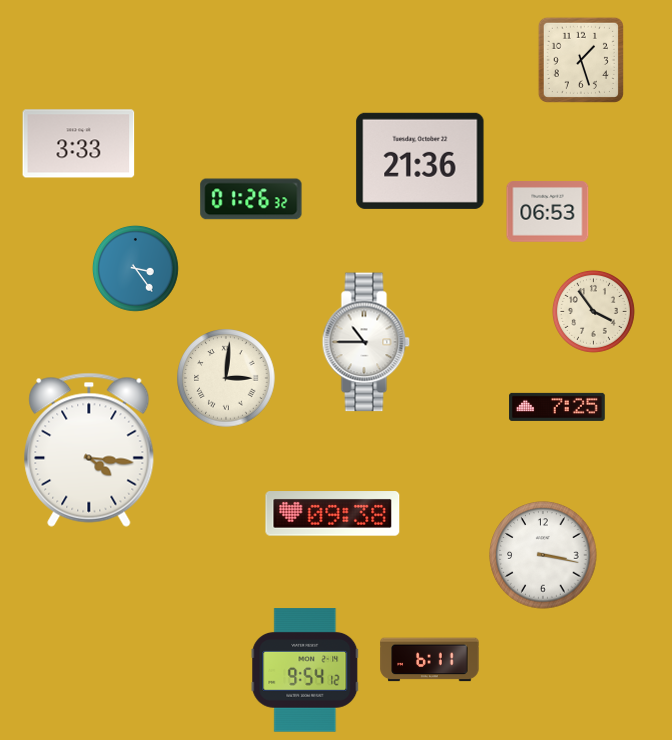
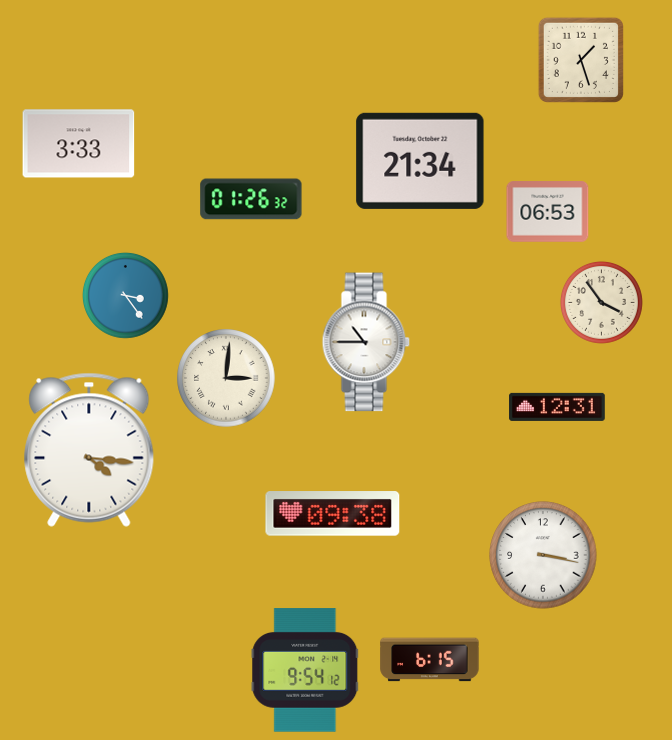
clock at (420, 161): 21:36 -> 21:34
clock at (135, 268) position: (135, 268) -> (125, 295)
clock at (593, 311) position: (593, 311) -> (601, 302)
clock at (557, 407): 7:25 -> 12:31
clock at (430, 660): 6:11 -> 6:15
